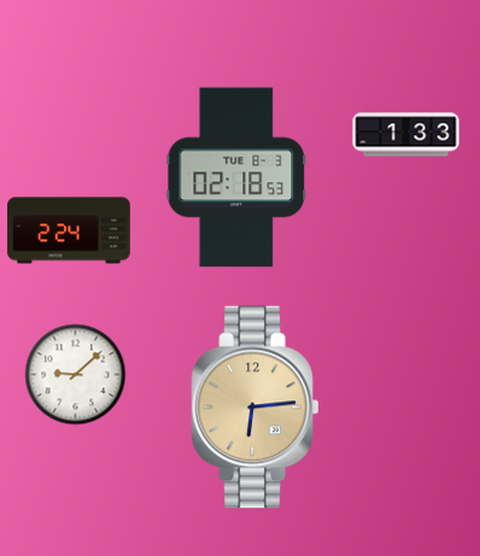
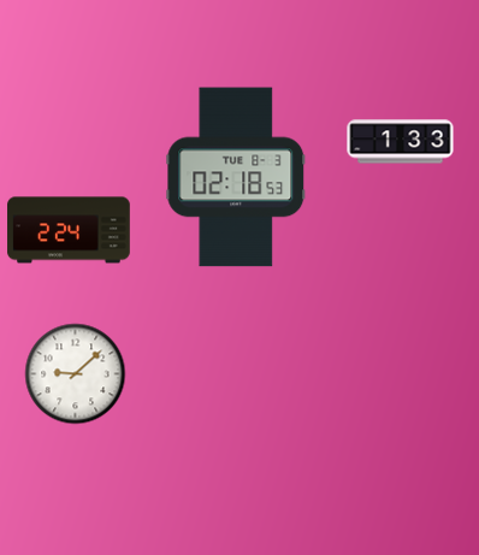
clock at (406, 135) position: (406, 135) -> (401, 142)
clock at (256, 408): 6:14 -> none
